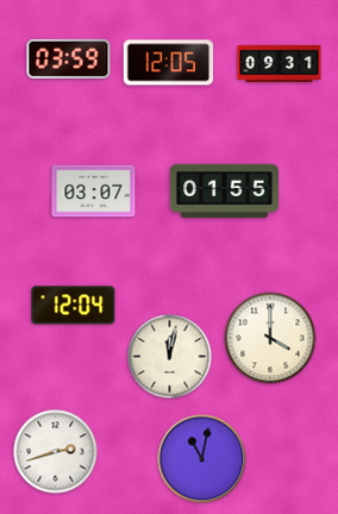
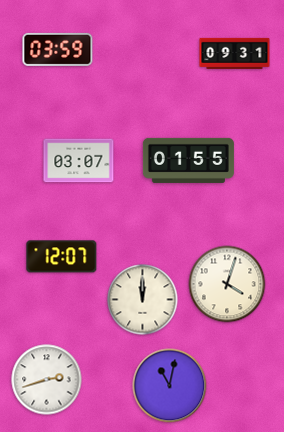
clock at (169, 63): 12:05 -> none
clock at (74, 306): 12:04 -> 12:07
clock at (270, 338): 4:00 -> 4:03
clock at (170, 357): 12:02 -> 12:00
